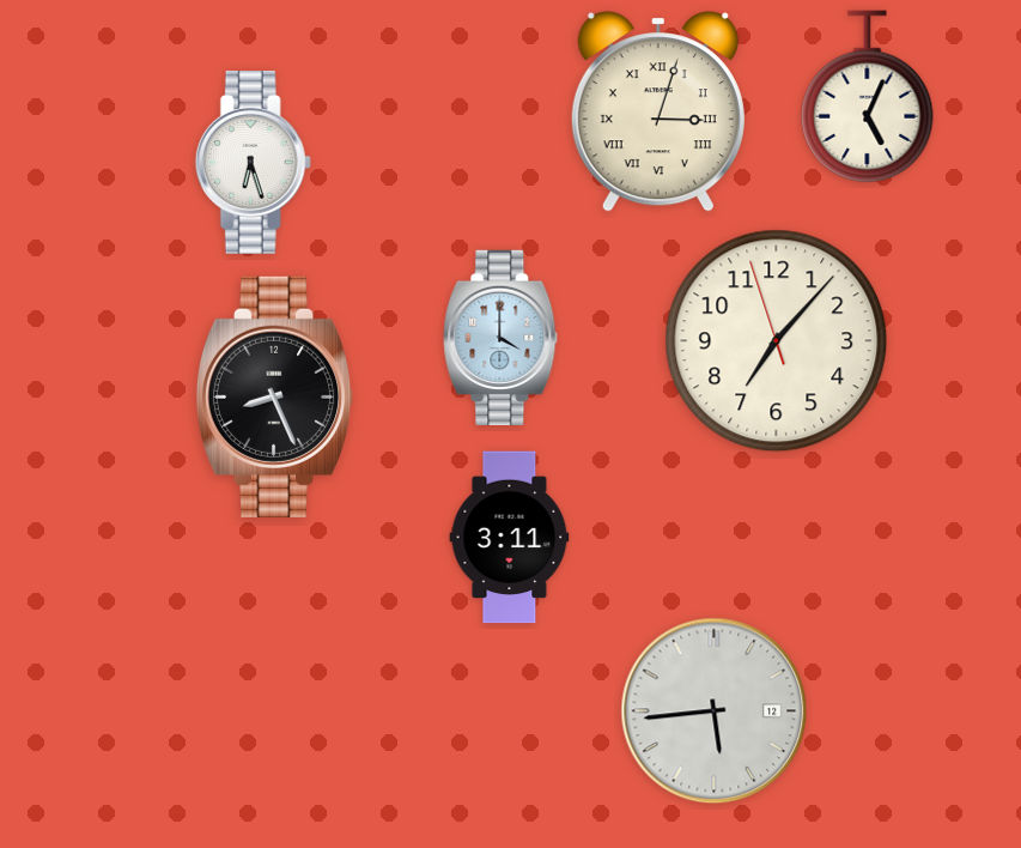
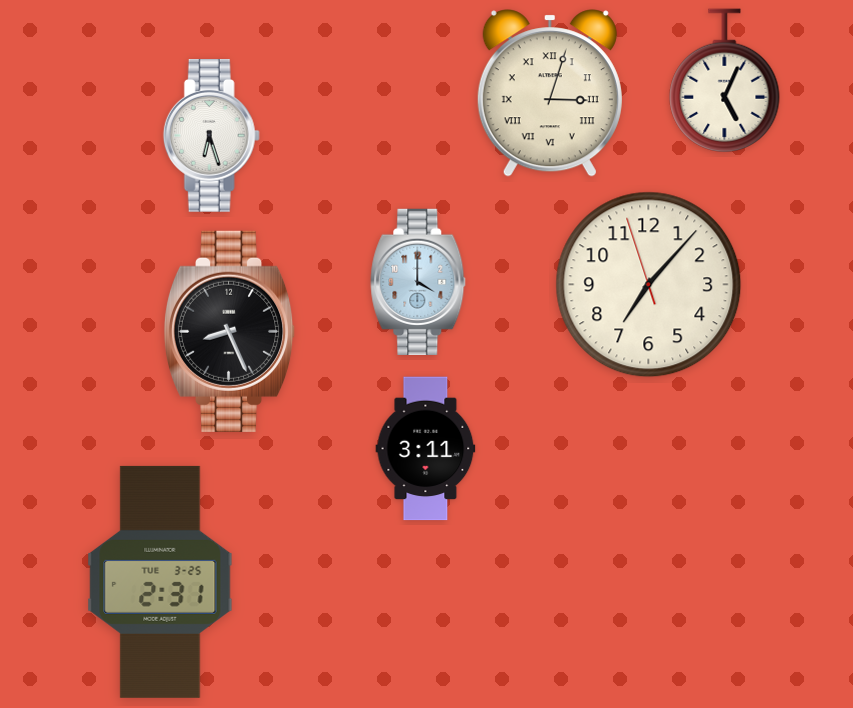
clock at (160, 582): none -> 2:31
clock at (715, 711): 5:44 -> none
